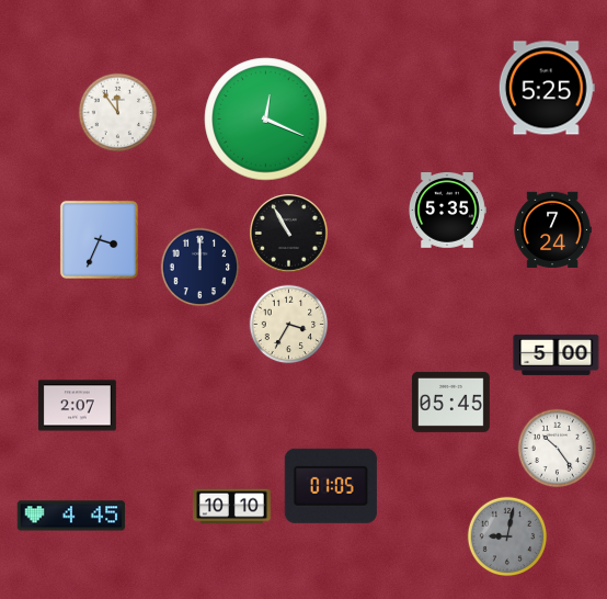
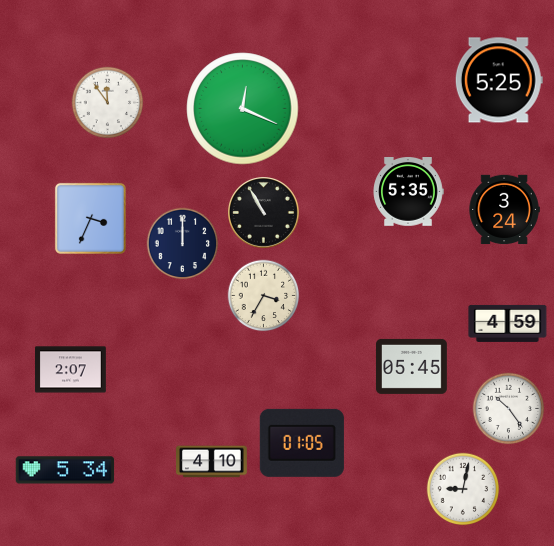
clock at (552, 230): 7:24 -> 3:24
clock at (557, 354): 5:00 -> 4:59
clock at (232, 507): 10:10 -> 4:10
clock at (71, 516): 4:45 -> 5:34
clock at (507, 536) dial: grey -> white
